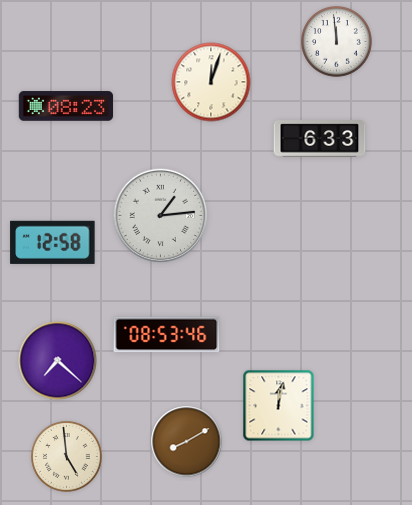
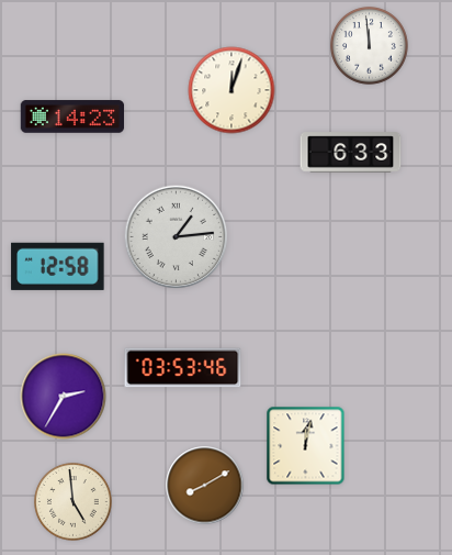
clock at (66, 106): 08:23 -> 14:23
clock at (167, 335): 08:53 -> 03:53
clock at (58, 361): 7:22 -> 2:35
